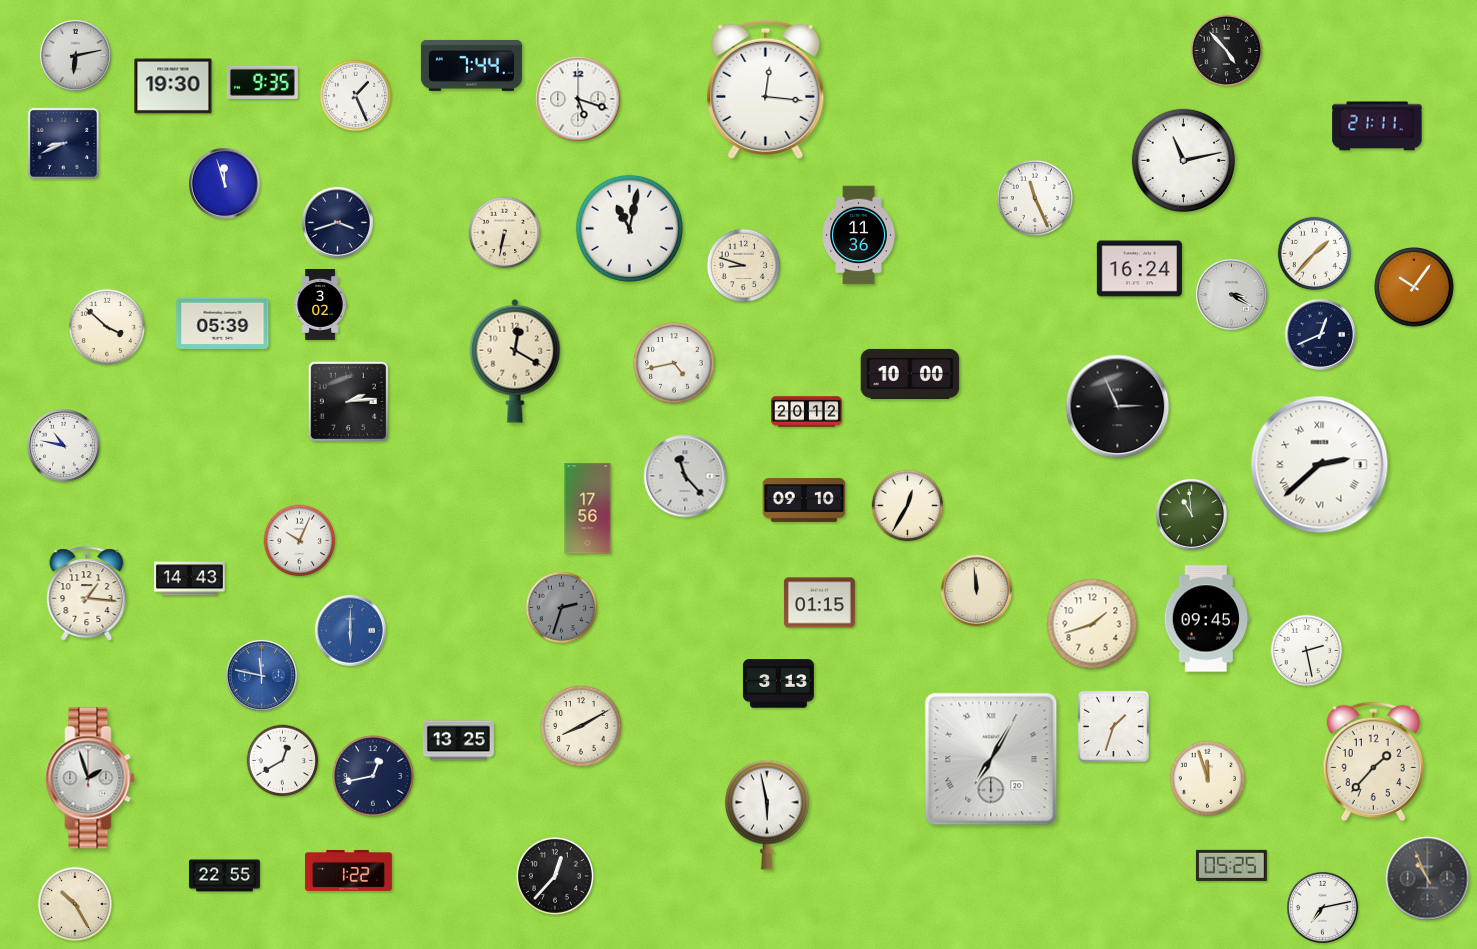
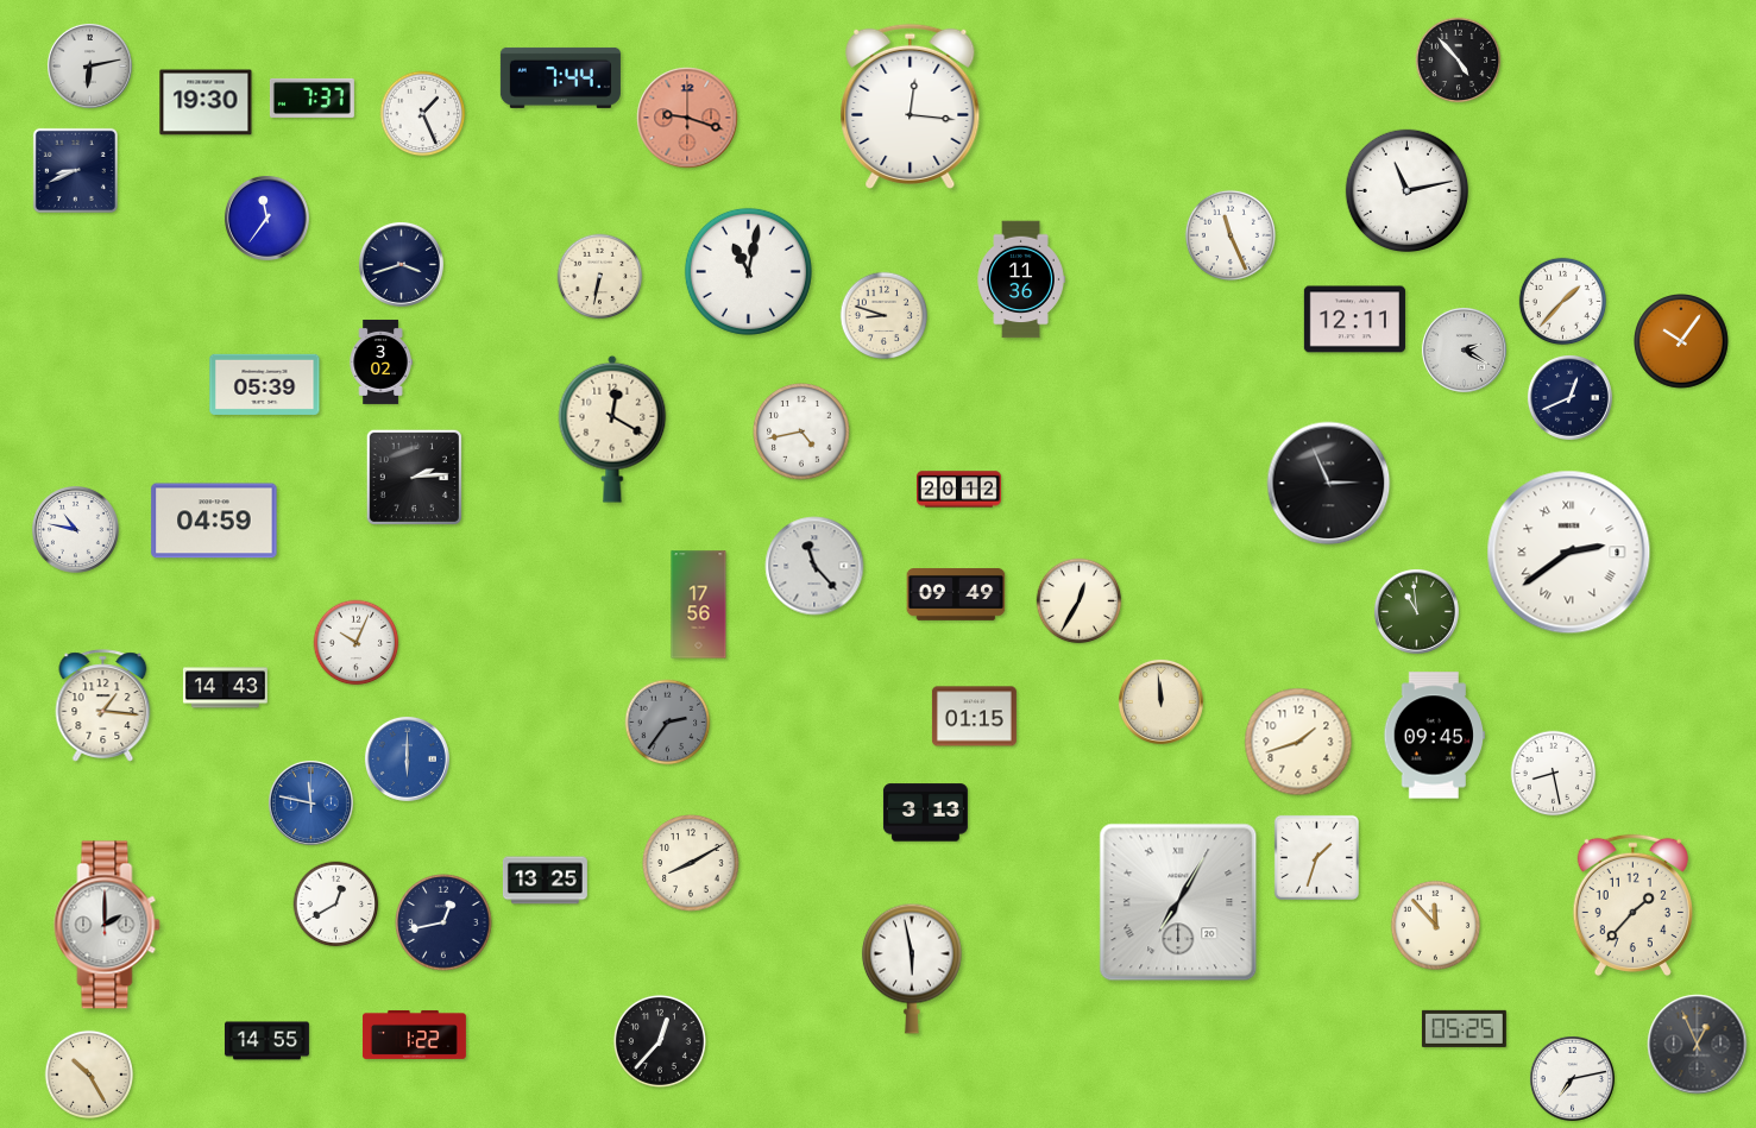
clock at (262, 82): 9:35 -> 7:37
clock at (578, 99): 5:18 -> 9:18
clock at (578, 99) dial: white -> salmon
clock at (1377, 126): 21:11 -> none
clock at (224, 183): 11:57 -> 11:36
clock at (1139, 269): 16:24 -> 12:11
clock at (1231, 294): 3:20 -> 2:20
clock at (107, 327): 3:52 -> none
clock at (910, 374): 10:00 -> none
clock at (214, 521): none -> 04:59
clock at (1320, 465): 2:38 -> 2:39
clock at (804, 501): 09:10 -> 09:49
clock at (562, 608): 2:33 -> 2:36
clock at (350, 630) position: (350, 630) -> (407, 758)
clock at (1307, 651): 2:28 -> 8:28
clock at (1113, 726) position: (1113, 726) -> (1316, 857)
clock at (90, 778): 1:57 -> 2:00
clock at (1207, 778): 11:57 -> 11:53
clock at (224, 876): 22:55 -> 14:55
clock at (1428, 879): 10:56 -> 12:56
